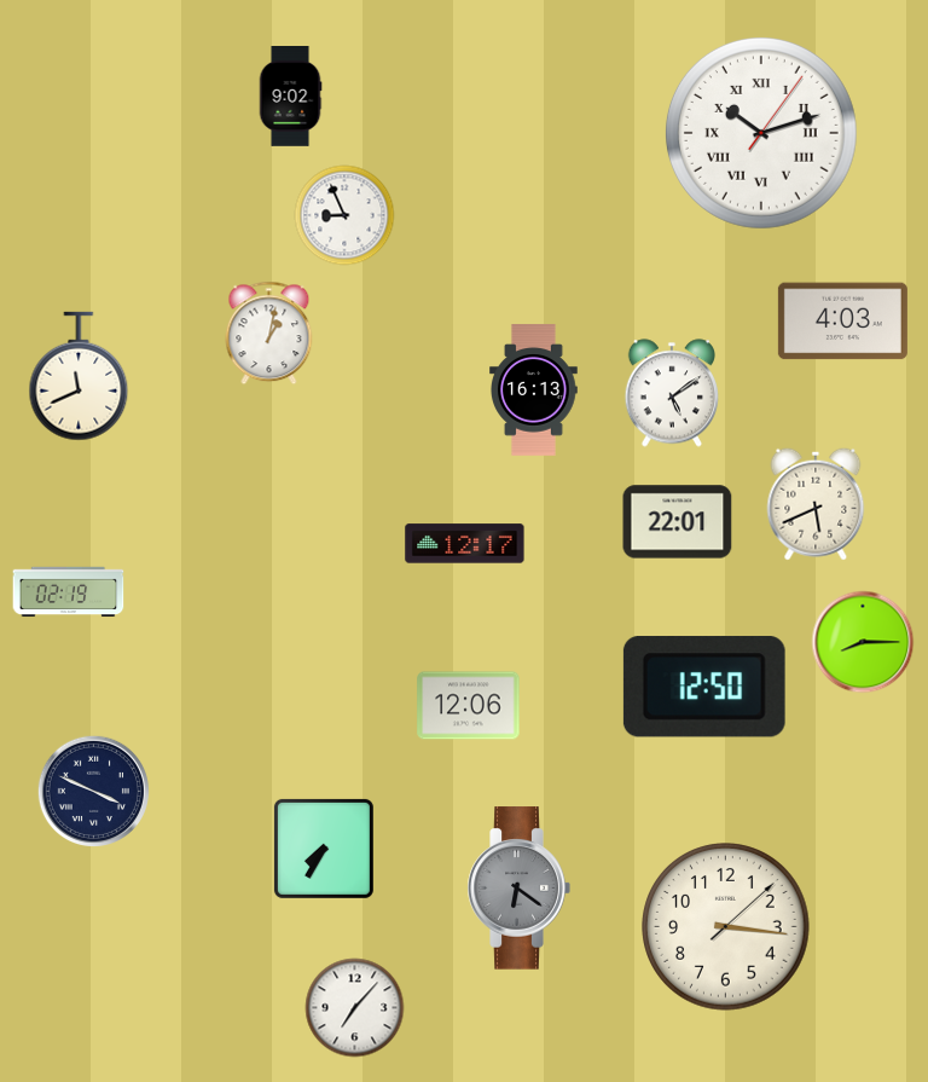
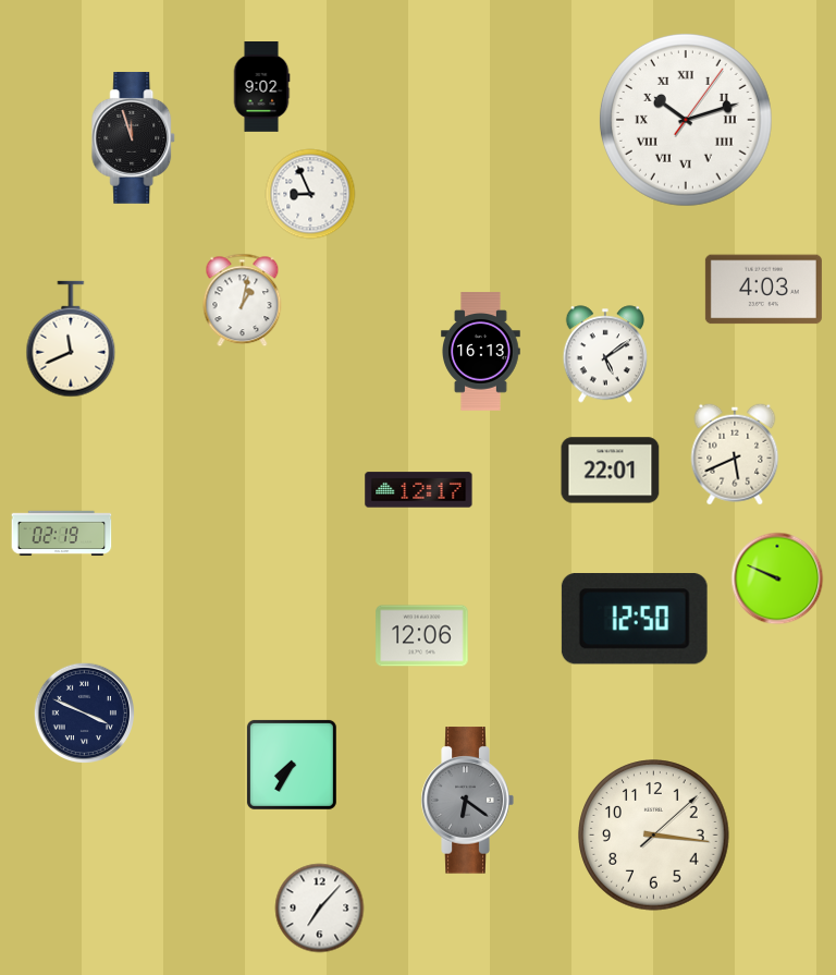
clock at (134, 138): none -> 11:57
clock at (842, 322) position: (842, 322) -> (763, 290)
clock at (863, 642): 8:15 -> 9:49
